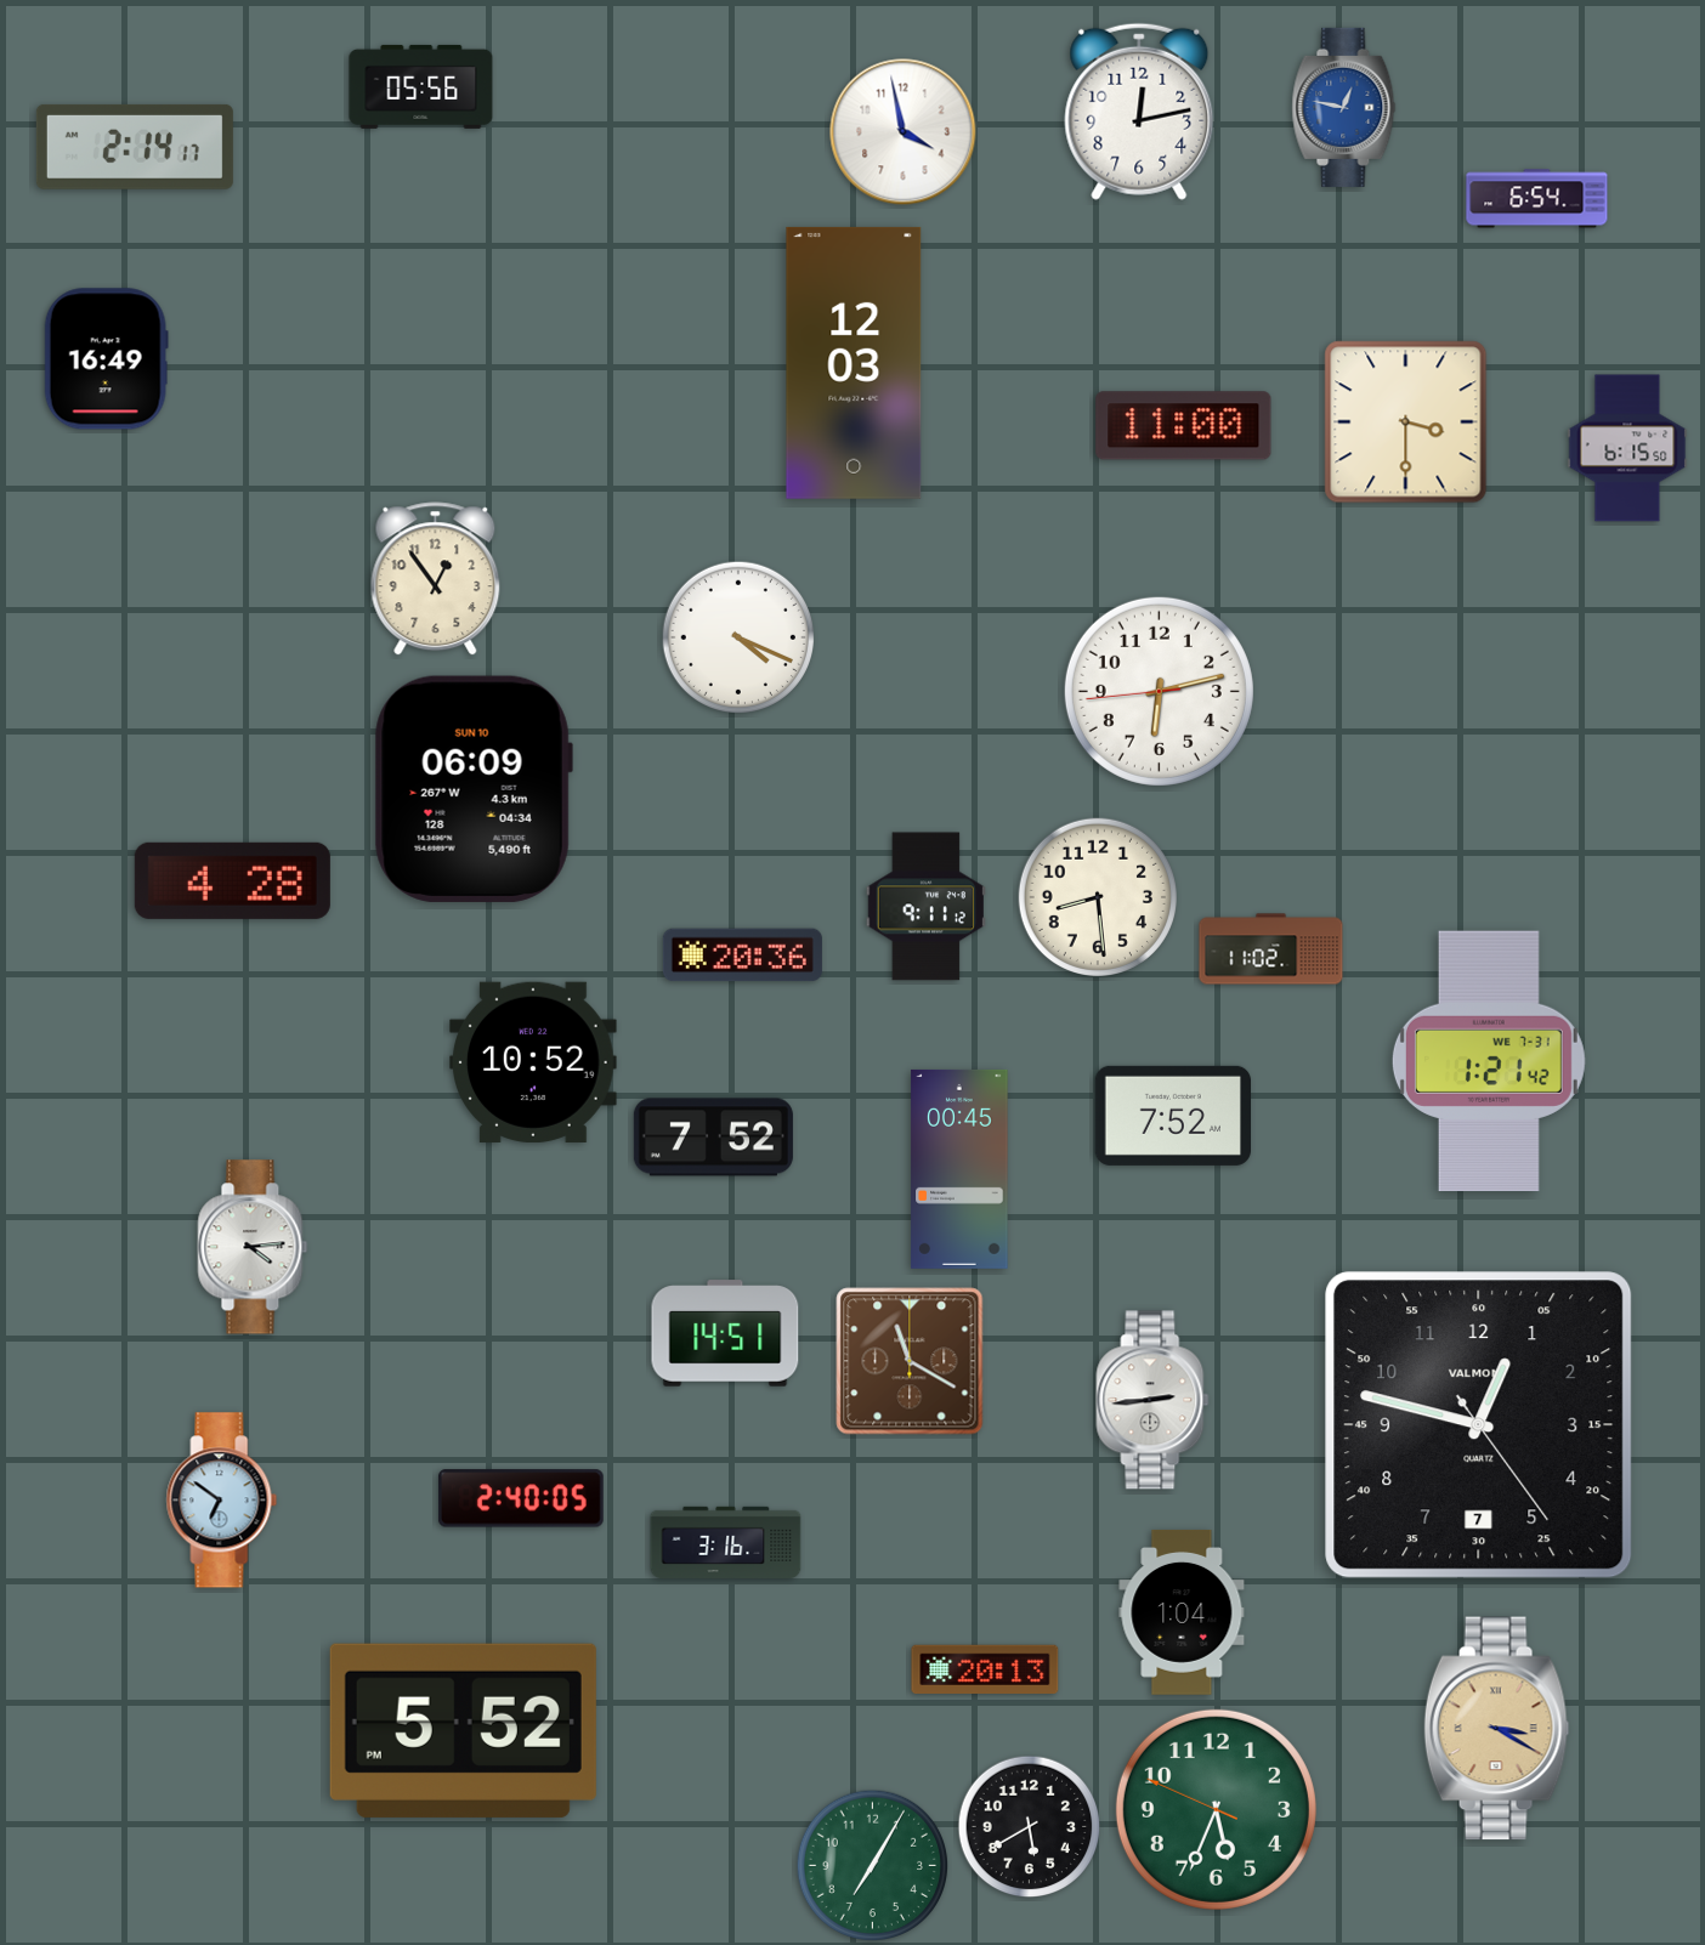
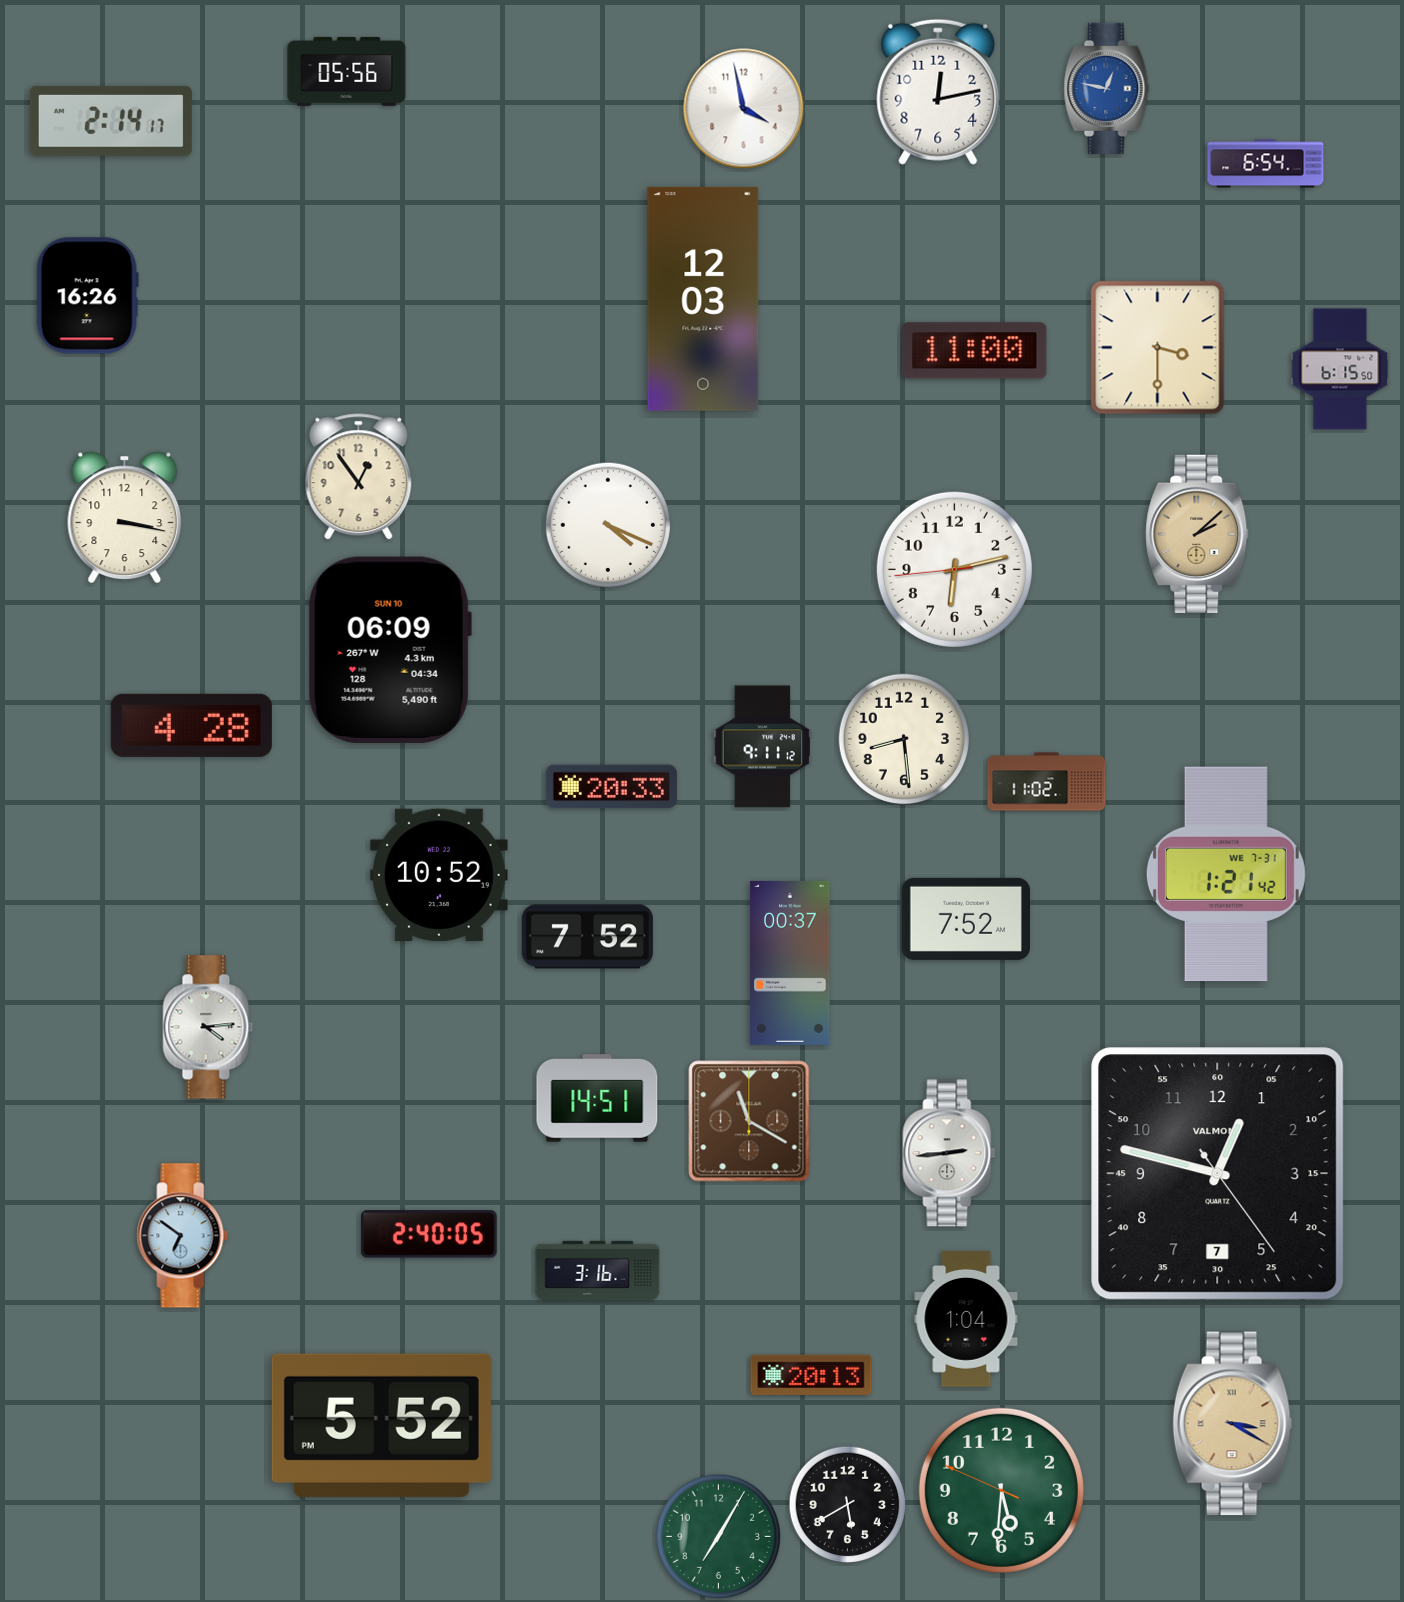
clock at (106, 359): 16:49 -> 16:26
clock at (125, 517): none -> 3:17
clock at (1197, 534): none -> 2:08
clock at (742, 956): 20:36 -> 20:33
clock at (959, 1169): 00:45 -> 00:37
clock at (1182, 1612) position: (1182, 1612) -> (966, 1319)
clock at (1216, 1809): 5:33 -> 5:30
